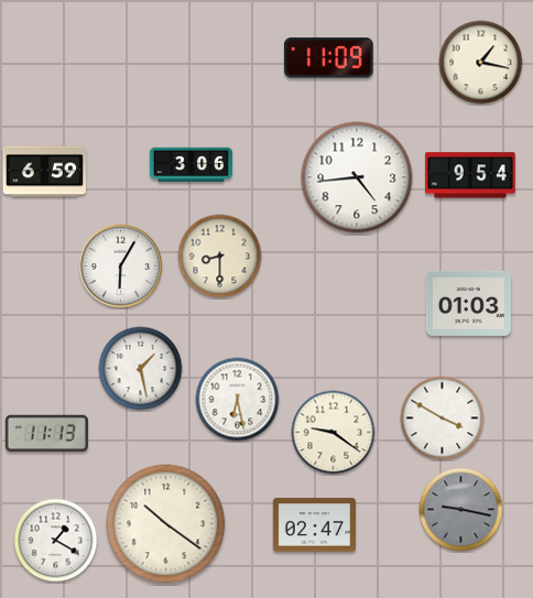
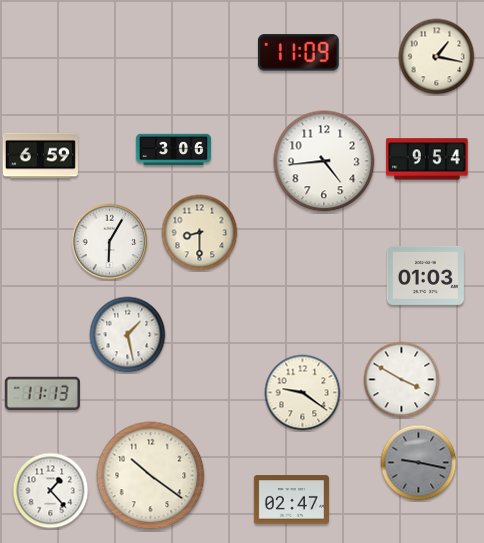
clock at (238, 400): 6:28 -> none
clock at (314, 525) position: (314, 525) -> (291, 500)
clock at (56, 541): 1:20 -> 1:23
